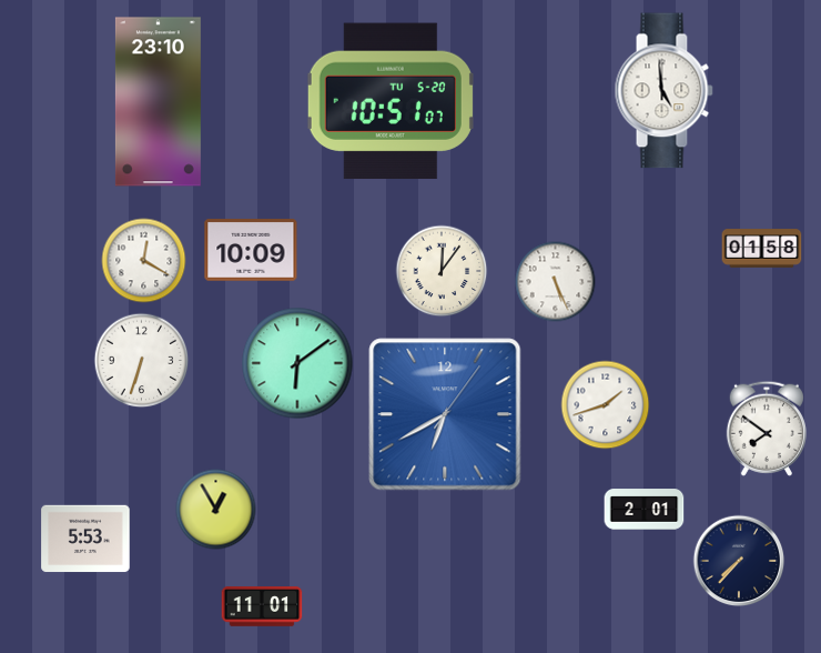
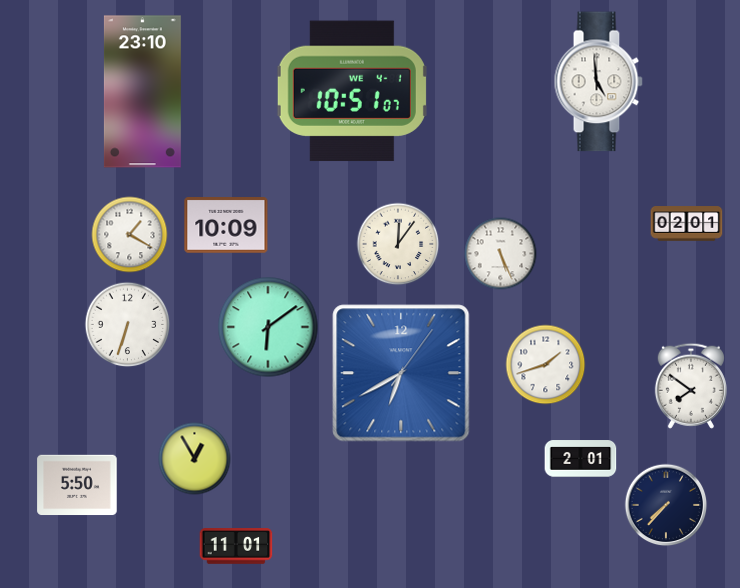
clock at (391, 101) date: TU 5-20 -> WE 4-1
clock at (762, 249): 01:58 -> 02:01
clock at (144, 261): 12:20 -> 1:20
clock at (85, 539): 5:53 -> 5:50
